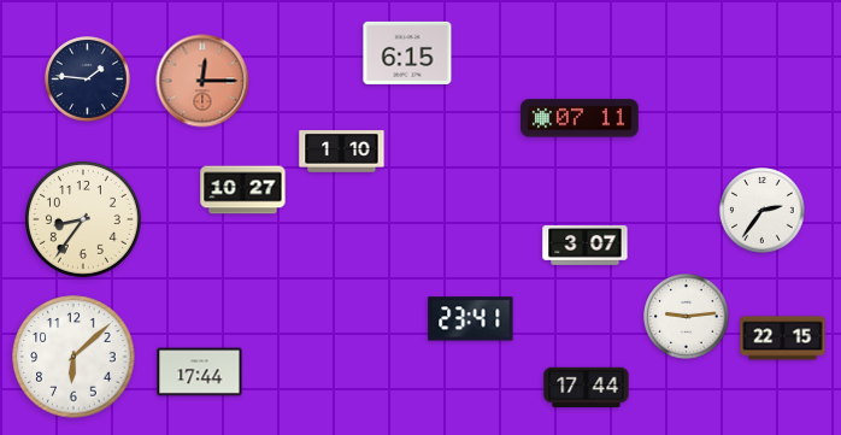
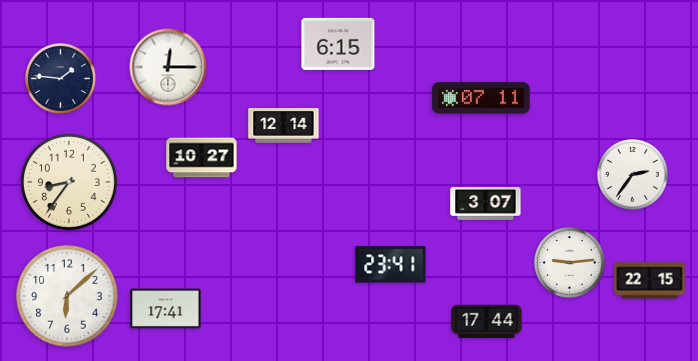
clock at (88, 80) position: (88, 80) -> (61, 79)
clock at (202, 81) dial: salmon -> white
clock at (342, 152): 1:10 -> 12:14
clock at (73, 357) position: (73, 357) -> (67, 296)
clock at (200, 372): 17:44 -> 17:41
